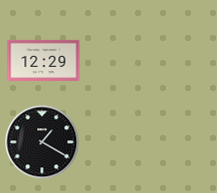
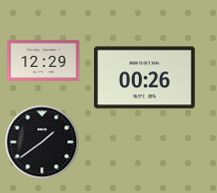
clock at (145, 78): none -> 00:26
clock at (42, 142): 1:20 -> 1:39
